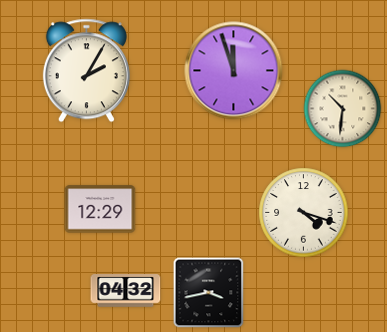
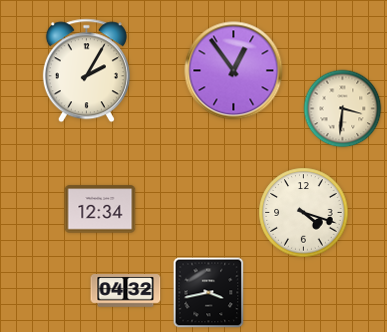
clock at (234, 71): 11:57 -> 12:54
clock at (343, 109): 10:31 -> 3:31
clock at (100, 209): 12:29 -> 12:34
